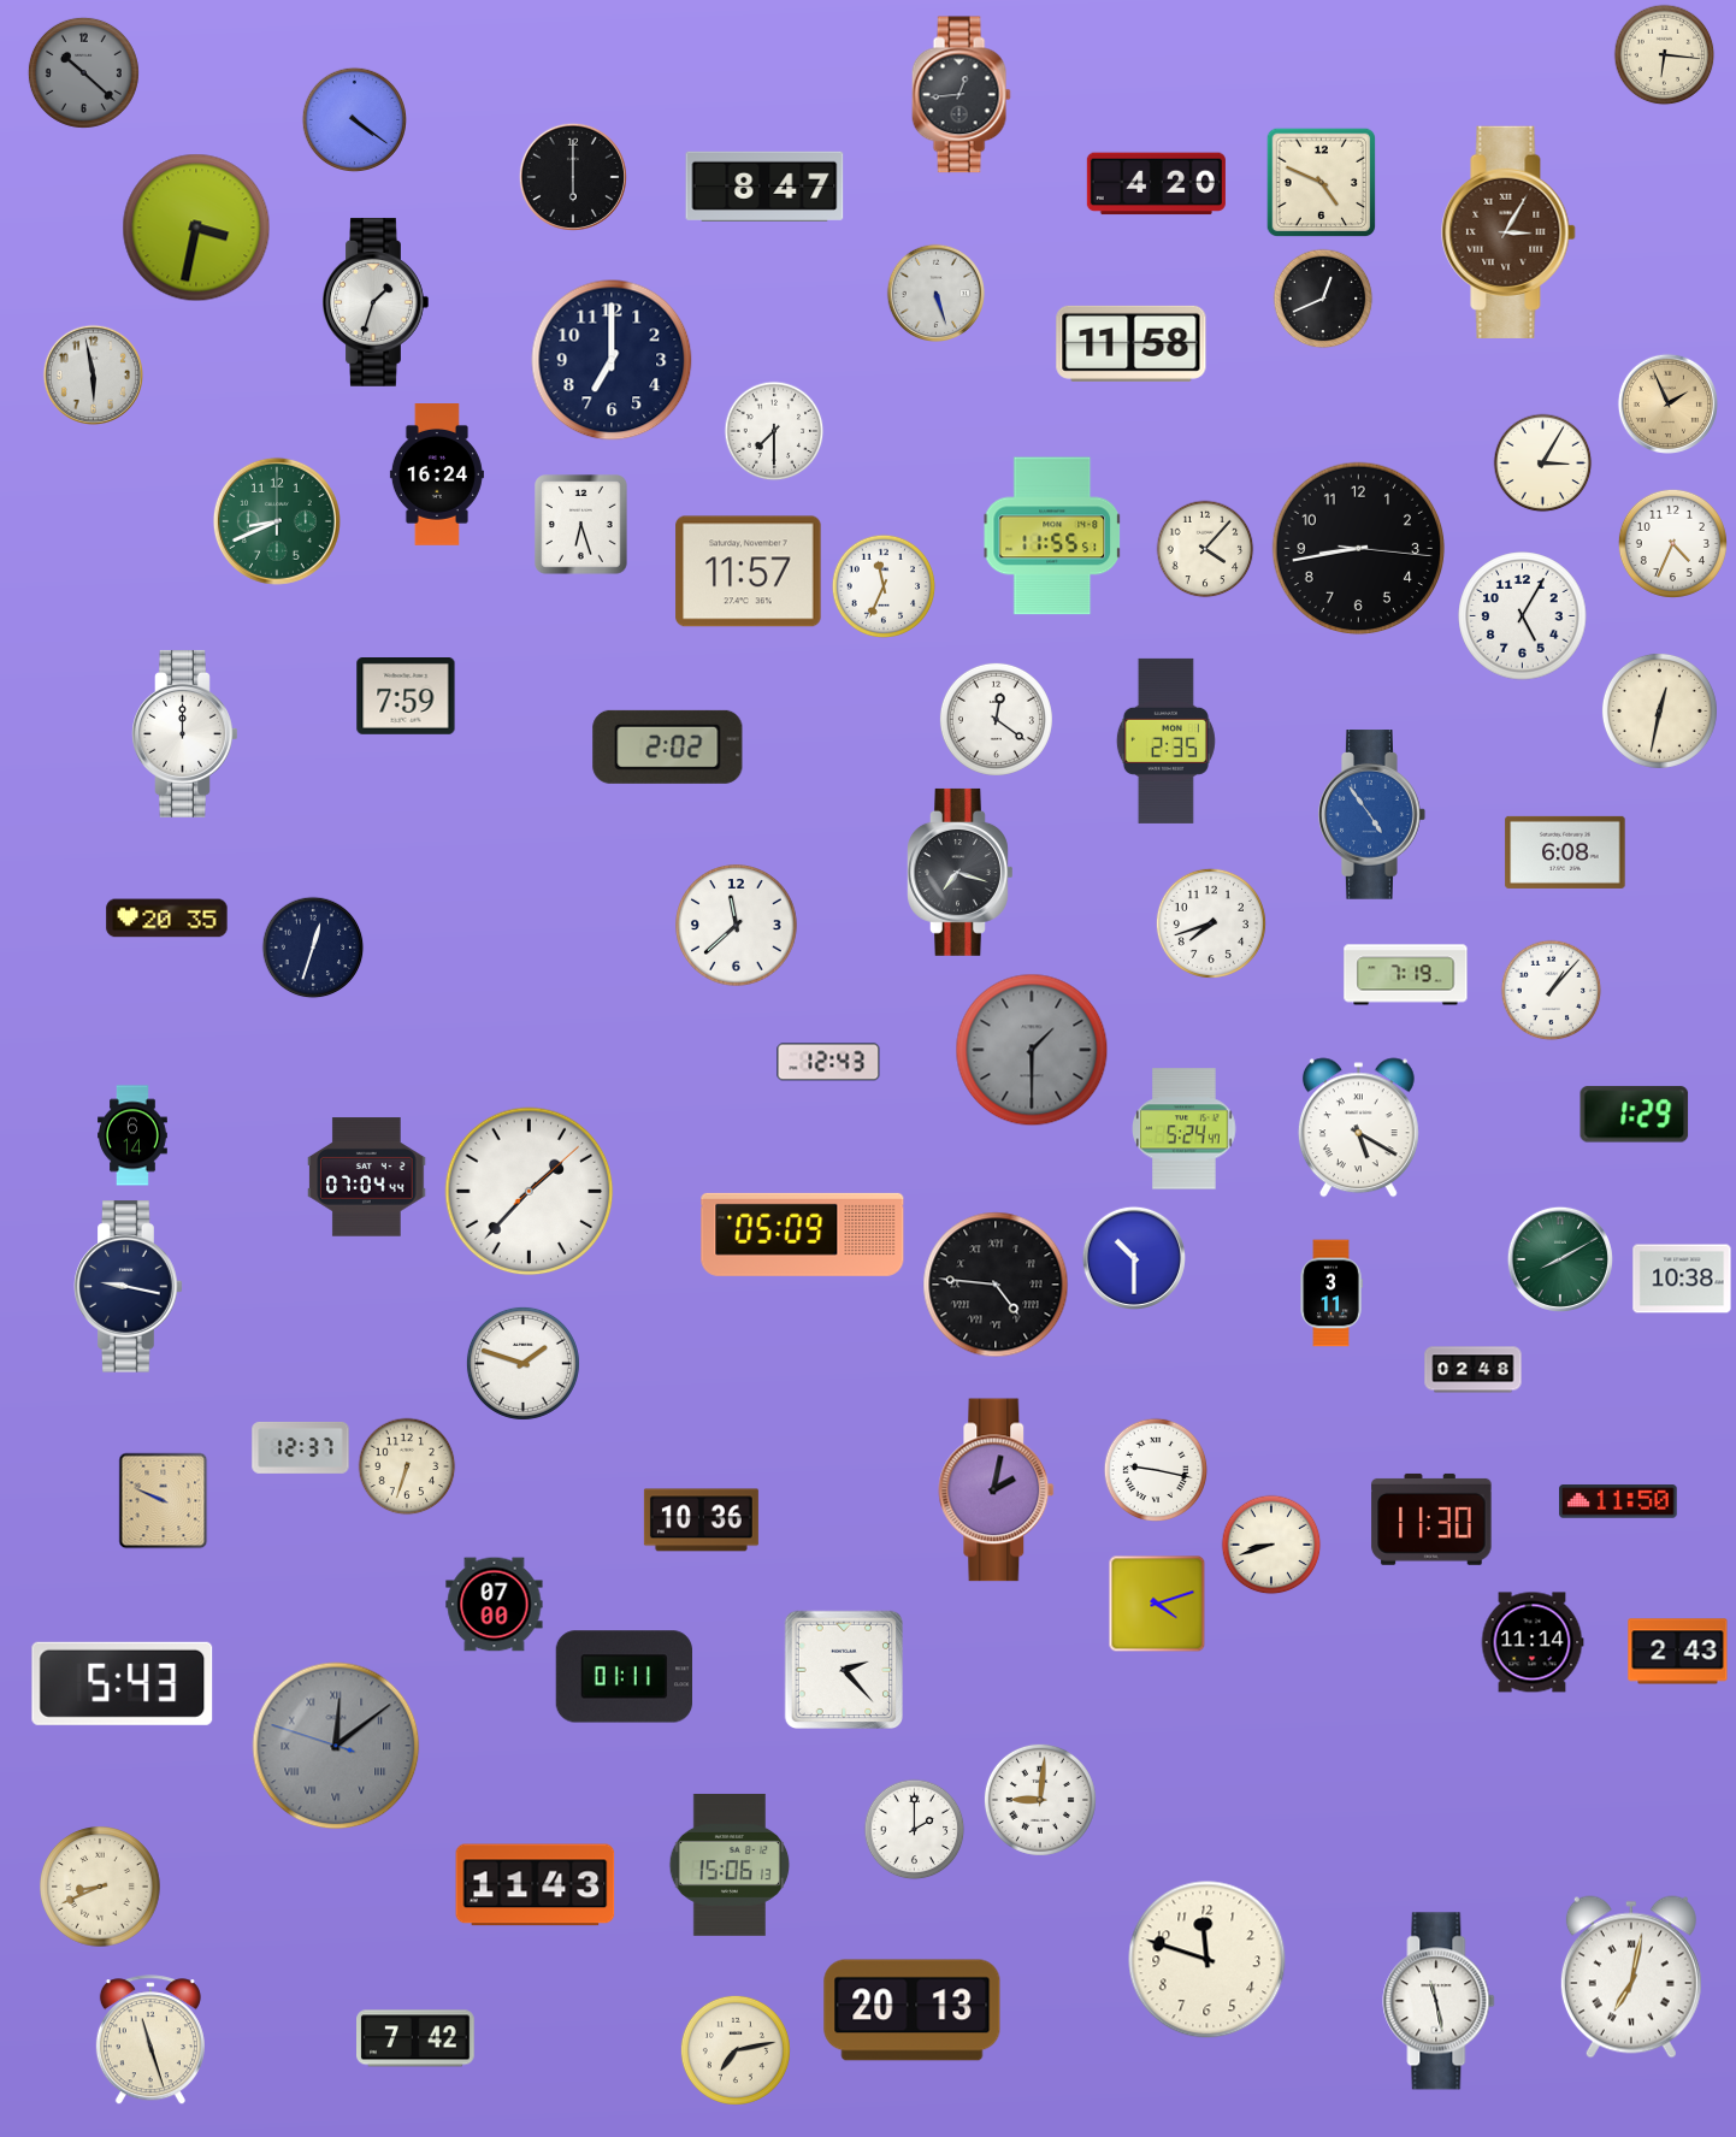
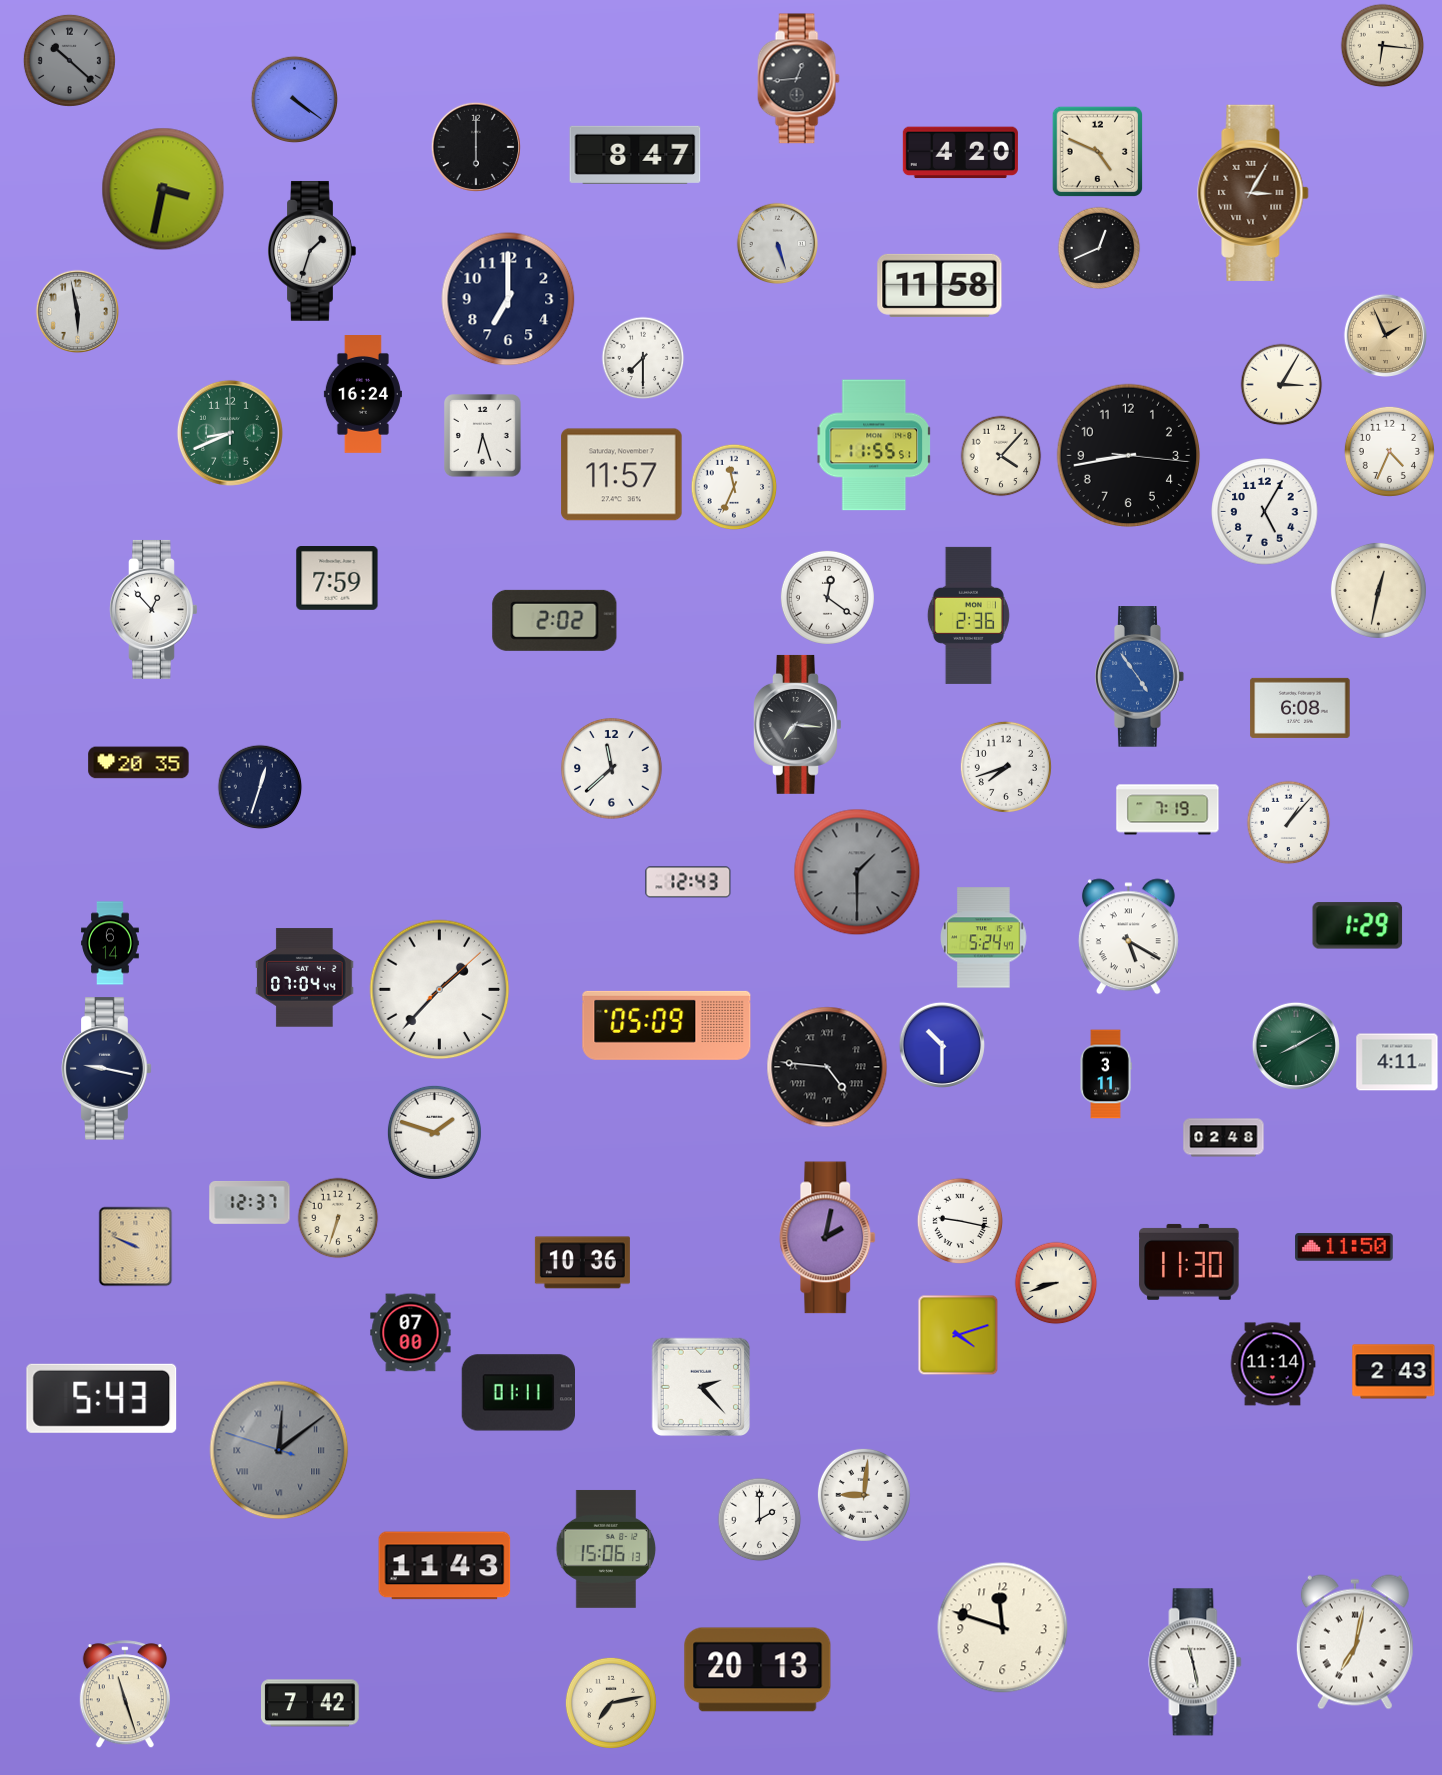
clock at (185, 733): 12:00 -> 12:53
clock at (1165, 740): 2:35 -> 2:36
clock at (961, 872): 7:18 -> 7:16
clock at (1682, 1279): 10:38 -> 4:11
clock at (1157, 1604) position: (1157, 1604) -> (958, 1335)
clock at (101, 1888): 8:41 -> none
clock at (417, 2038) position: (417, 2038) -> (311, 1703)
